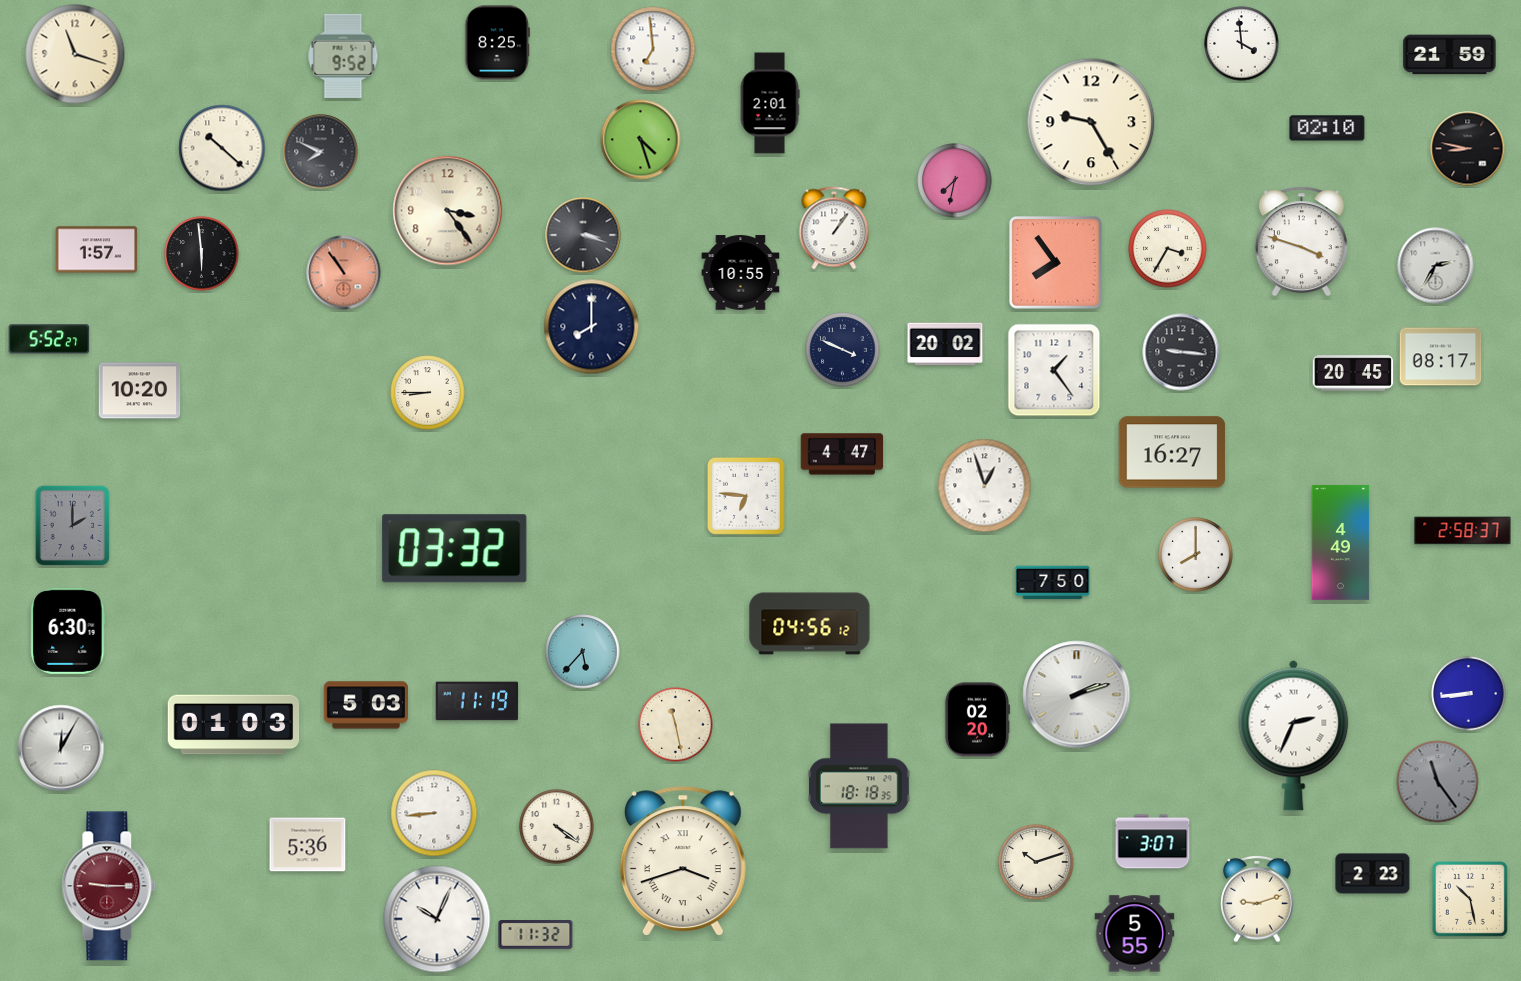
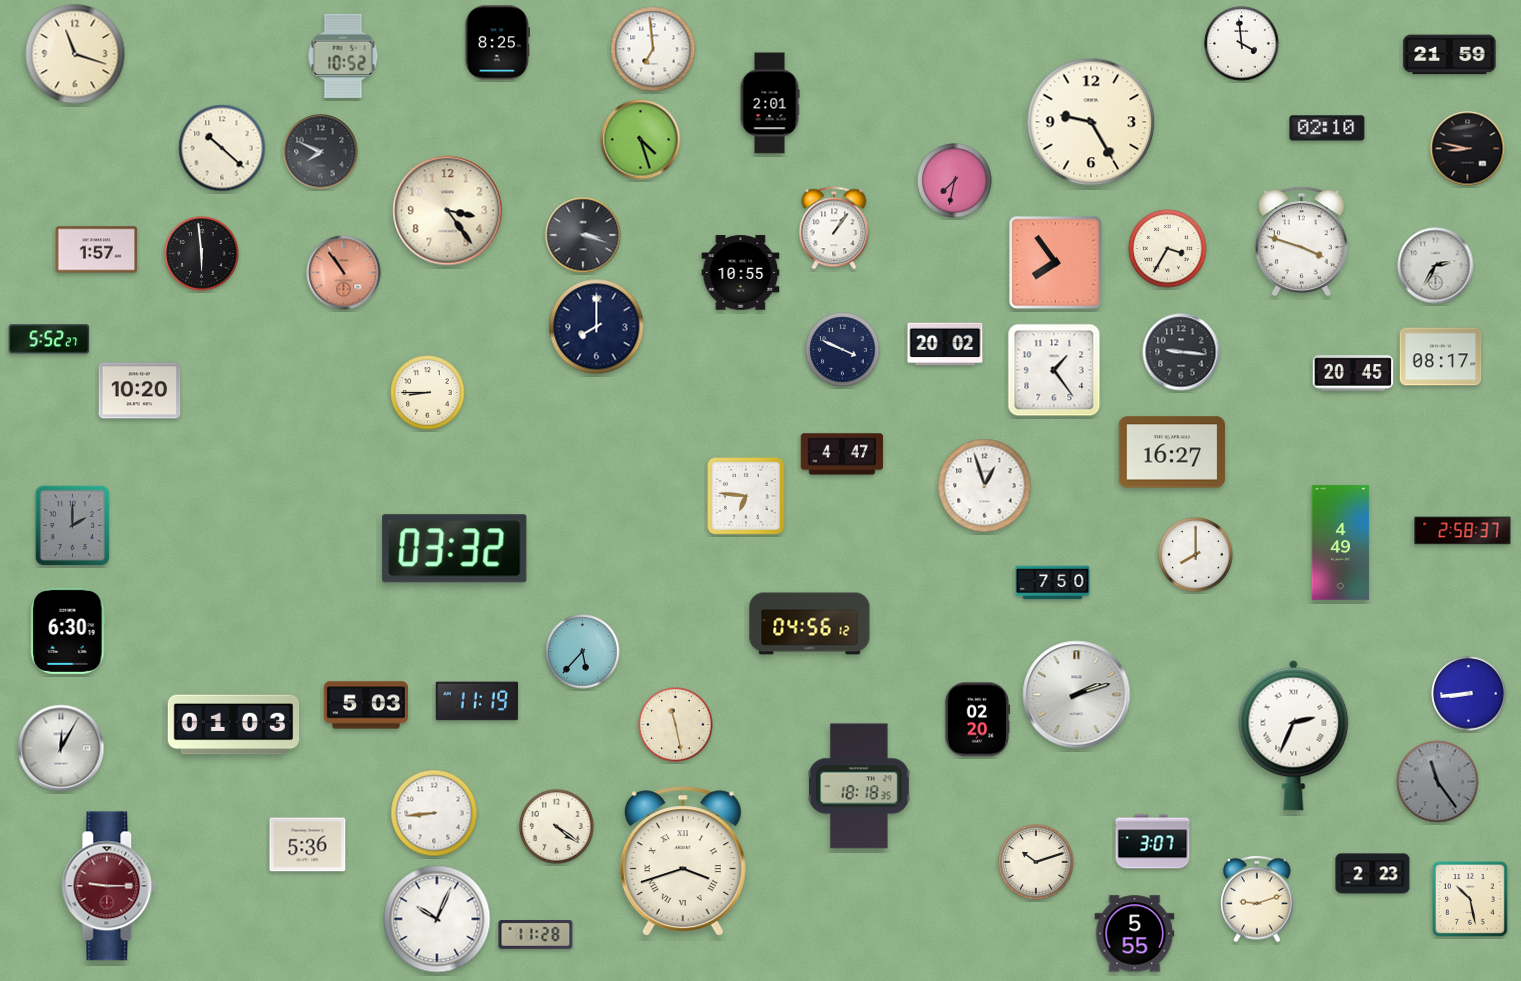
clock at (343, 56): 9:52 -> 10:52
clock at (592, 327) position: (592, 327) -> (597, 327)
clock at (536, 935): 11:32 -> 11:28
